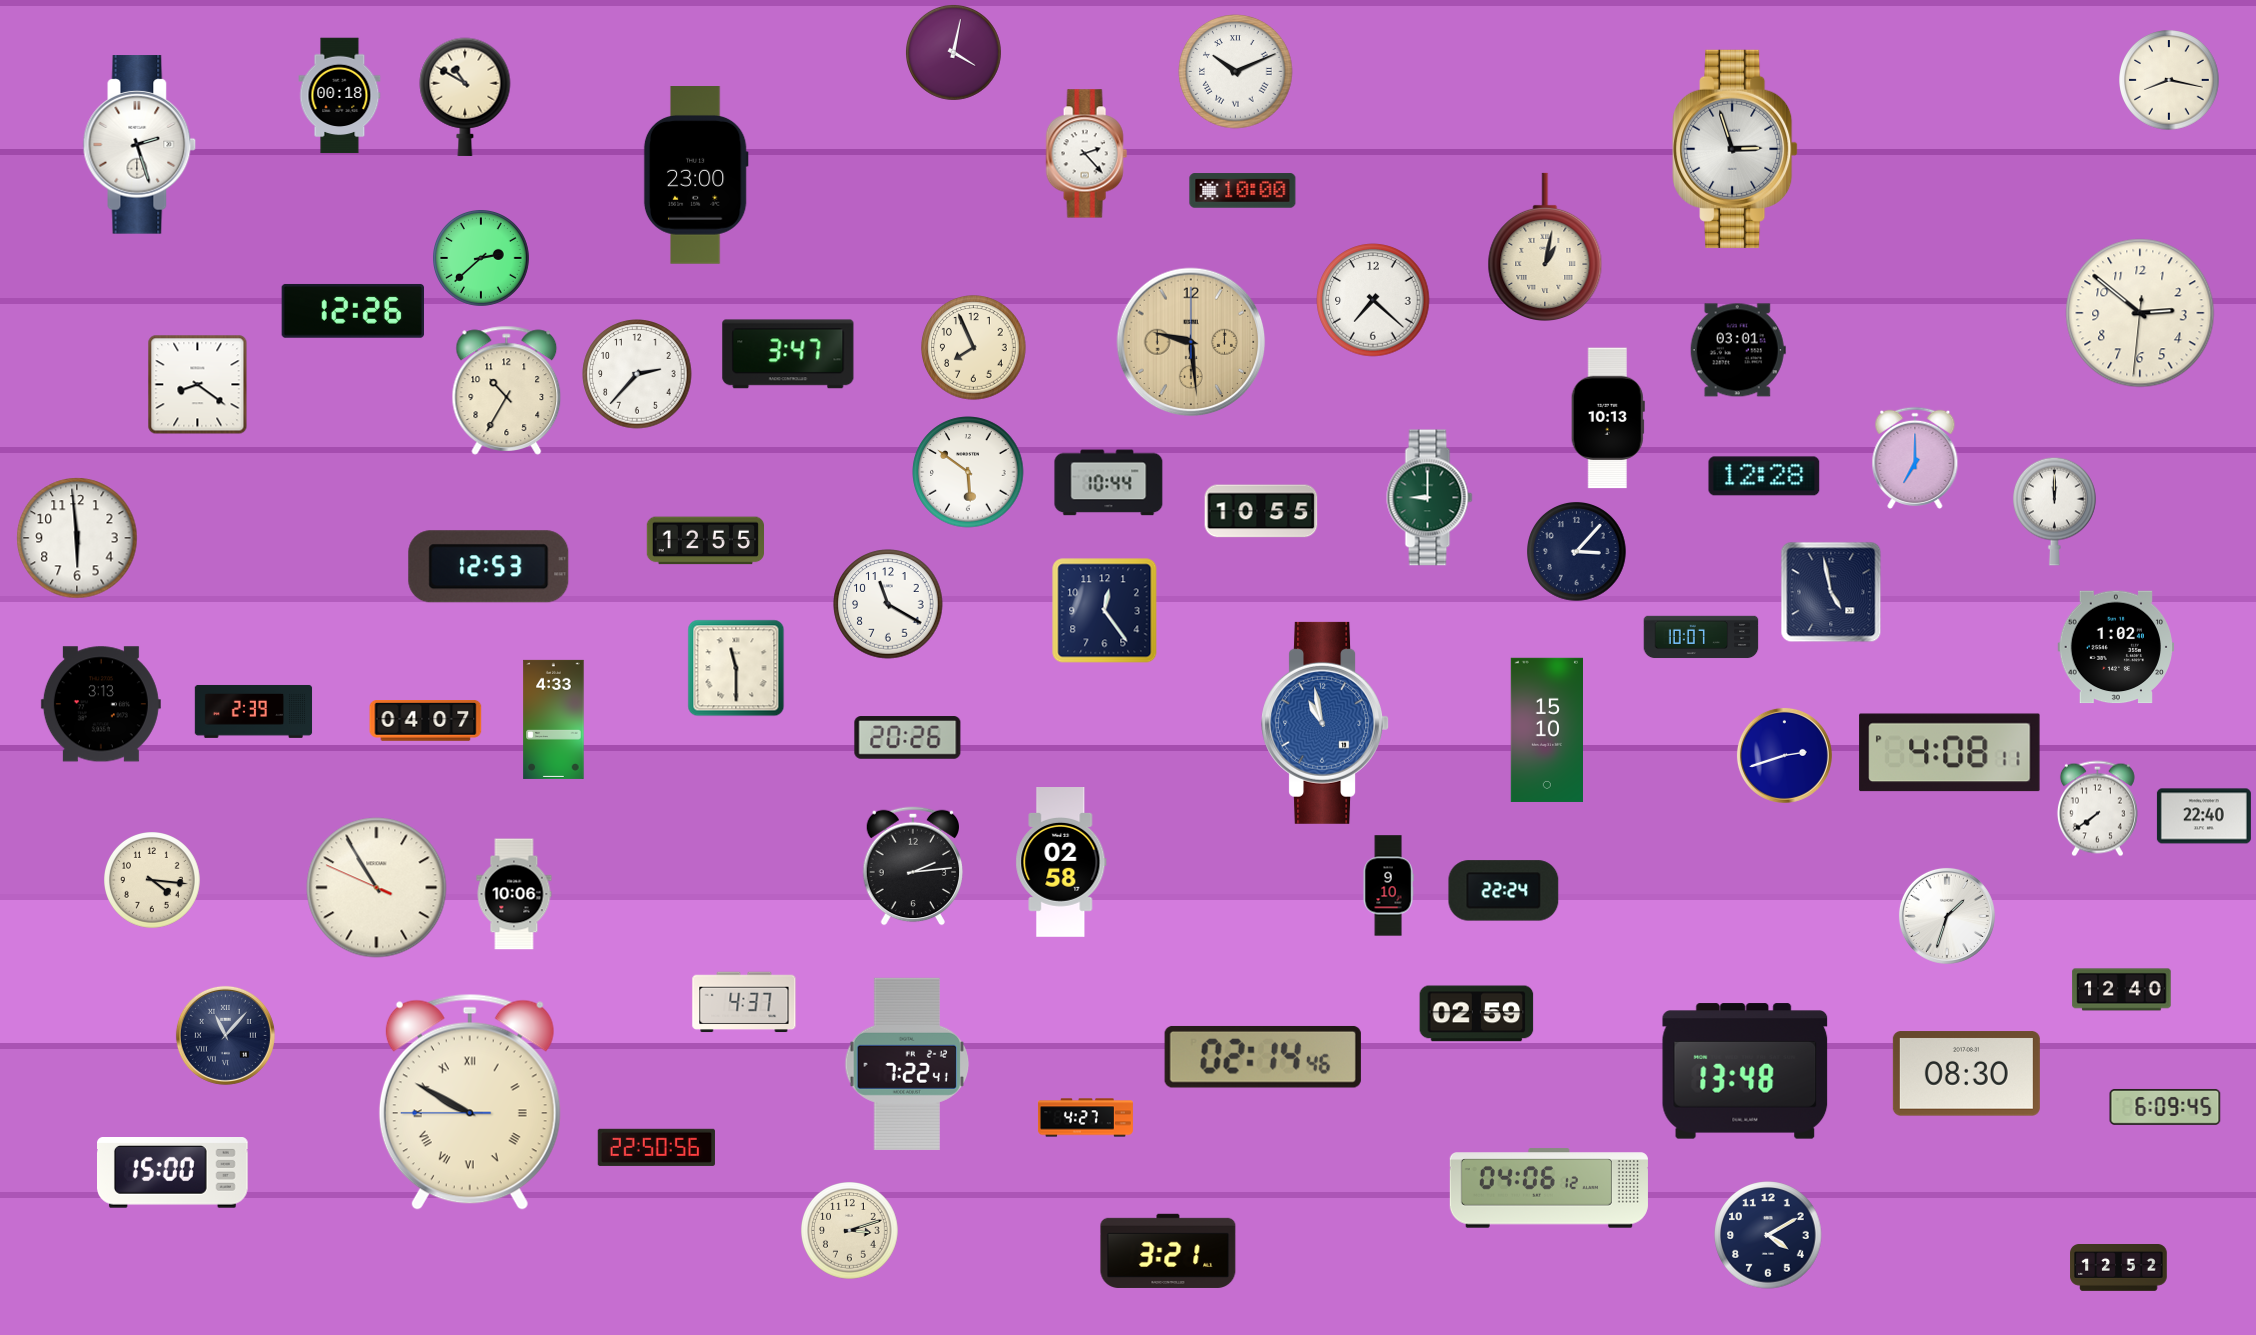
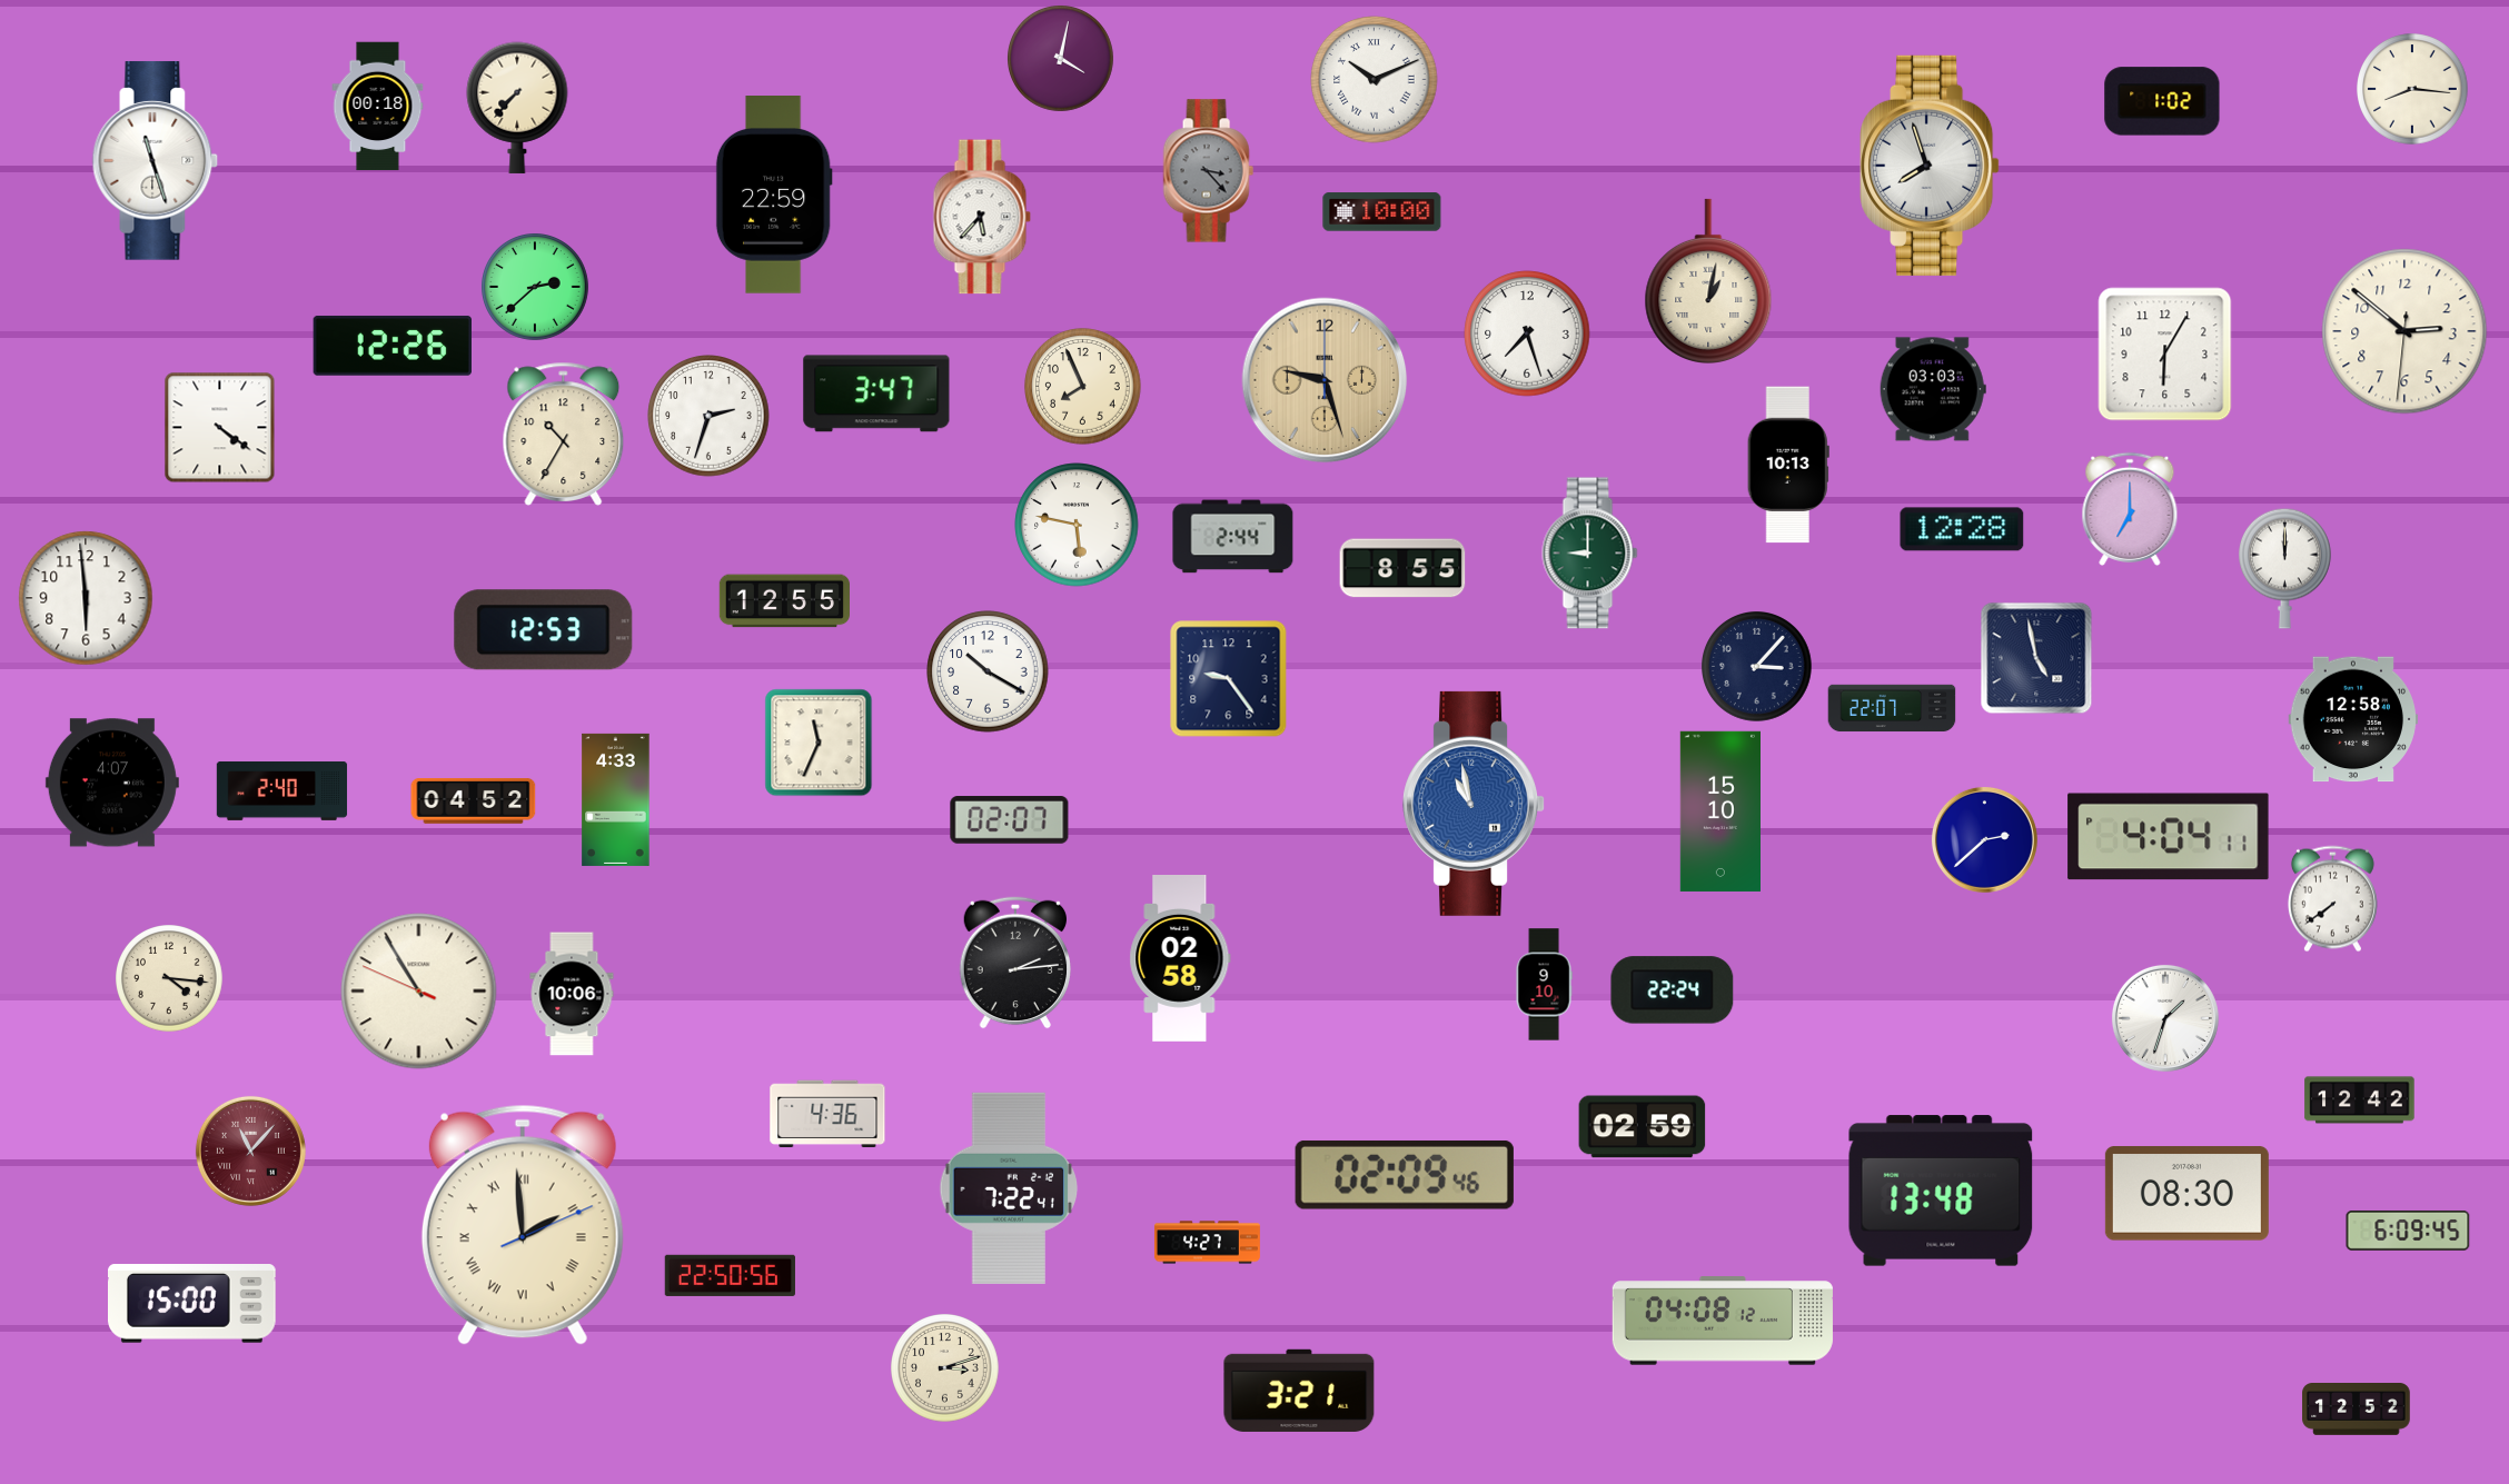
clock at (2169, 80): 8:17 -> 8:16
clock at (2162, 101): none -> 1:02
clock at (465, 97): 10:50 -> 7:37
clock at (140, 145): 2:27 -> 11:27
clock at (1735, 149): 2:57 -> 7:57
clock at (1086, 154): 2:23 -> 3:23
clock at (1086, 154) dial: white -> grey
clock at (696, 176): 23:00 -> 22:59
clock at (982, 217): none -> 5:37
clock at (1545, 246) position: (1545, 246) -> (1708, 280)
clock at (1373, 300): 7:22 -> 7:27
clock at (2140, 313) position: (2140, 313) -> (2404, 331)
clock at (2165, 355): none -> 6:05
clock at (1191, 342): 9:29 -> 9:27
clock at (1738, 350): 03:01 -> 03:03
clock at (637, 374): 2:37 -> 2:33
clock at (198, 385): 8:21 -> 4:21
clock at (968, 472): 5:51 -> 5:47
clock at (1109, 483): 10:44 -> 2:44
clock at (1261, 511): 10:55 -> 8:55
clock at (1577, 552) position: (1577, 552) -> (1757, 667)
clock at (888, 604): 11:20 -> 10:20
clock at (1105, 611): 12:24 -> 9:24
clock at (1701, 637): 10:07 -> 22:07
clock at (2116, 647): 1:02 -> 12:58
clock at (736, 668): 11:30 -> 11:34
clock at (101, 704): 3:13 -> 4:07
clock at (254, 711): 2:39 -> 2:40
clock at (426, 721): 04:07 -> 04:52
clock at (908, 738): 20:26 -> 02:07
clock at (1950, 753): 4:08 -> 4:04
clock at (1784, 755): 2:42 -> 2:38
clock at (2204, 816): 22:40 -> none
clock at (377, 888) position: (377, 888) -> (419, 992)
clock at (2122, 990): 12:40 -> 12:42
clock at (744, 1002): 4:37 -> 4:36
clock at (225, 1035) dial: navy -> burgundy
clock at (1263, 1057): 02:14 -> 02:09
clock at (907, 1064) position: (907, 1064) -> (1009, 1188)
clock at (470, 1102): 9:49 -> 1:59
clock at (1549, 1188): 04:06 -> 04:08
clock at (1768, 1235): 4:10 -> none
